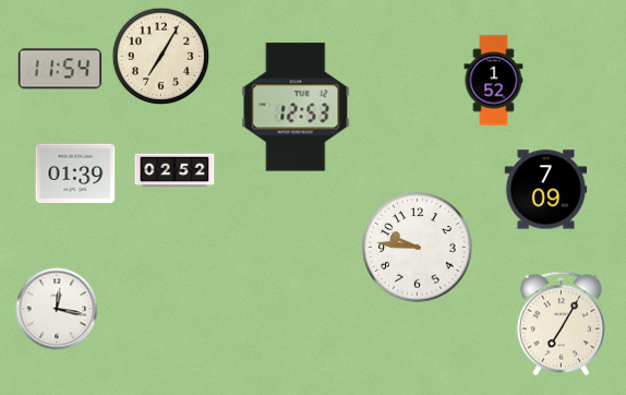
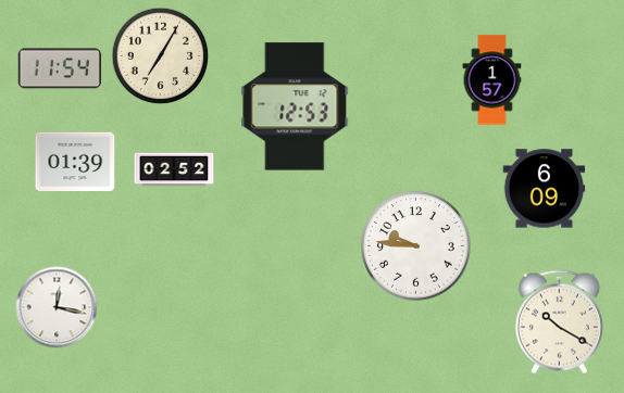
clock at (494, 81): 1:52 -> 1:57
clock at (75, 173) position: (75, 173) -> (75, 162)
clock at (546, 190): 7:09 -> 6:09
clock at (561, 324): 7:05 -> 10:20
